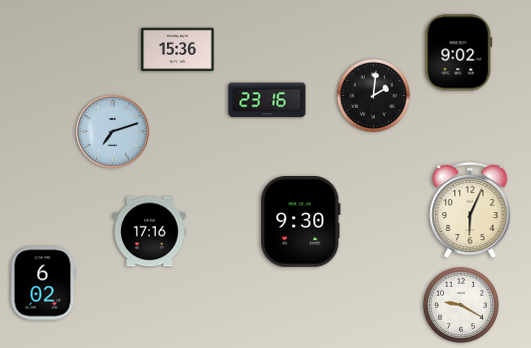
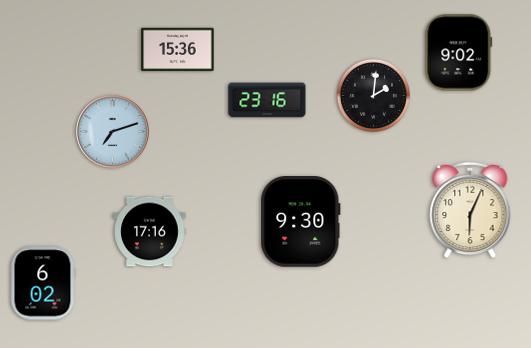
clock at (461, 305): 9:20 -> none
